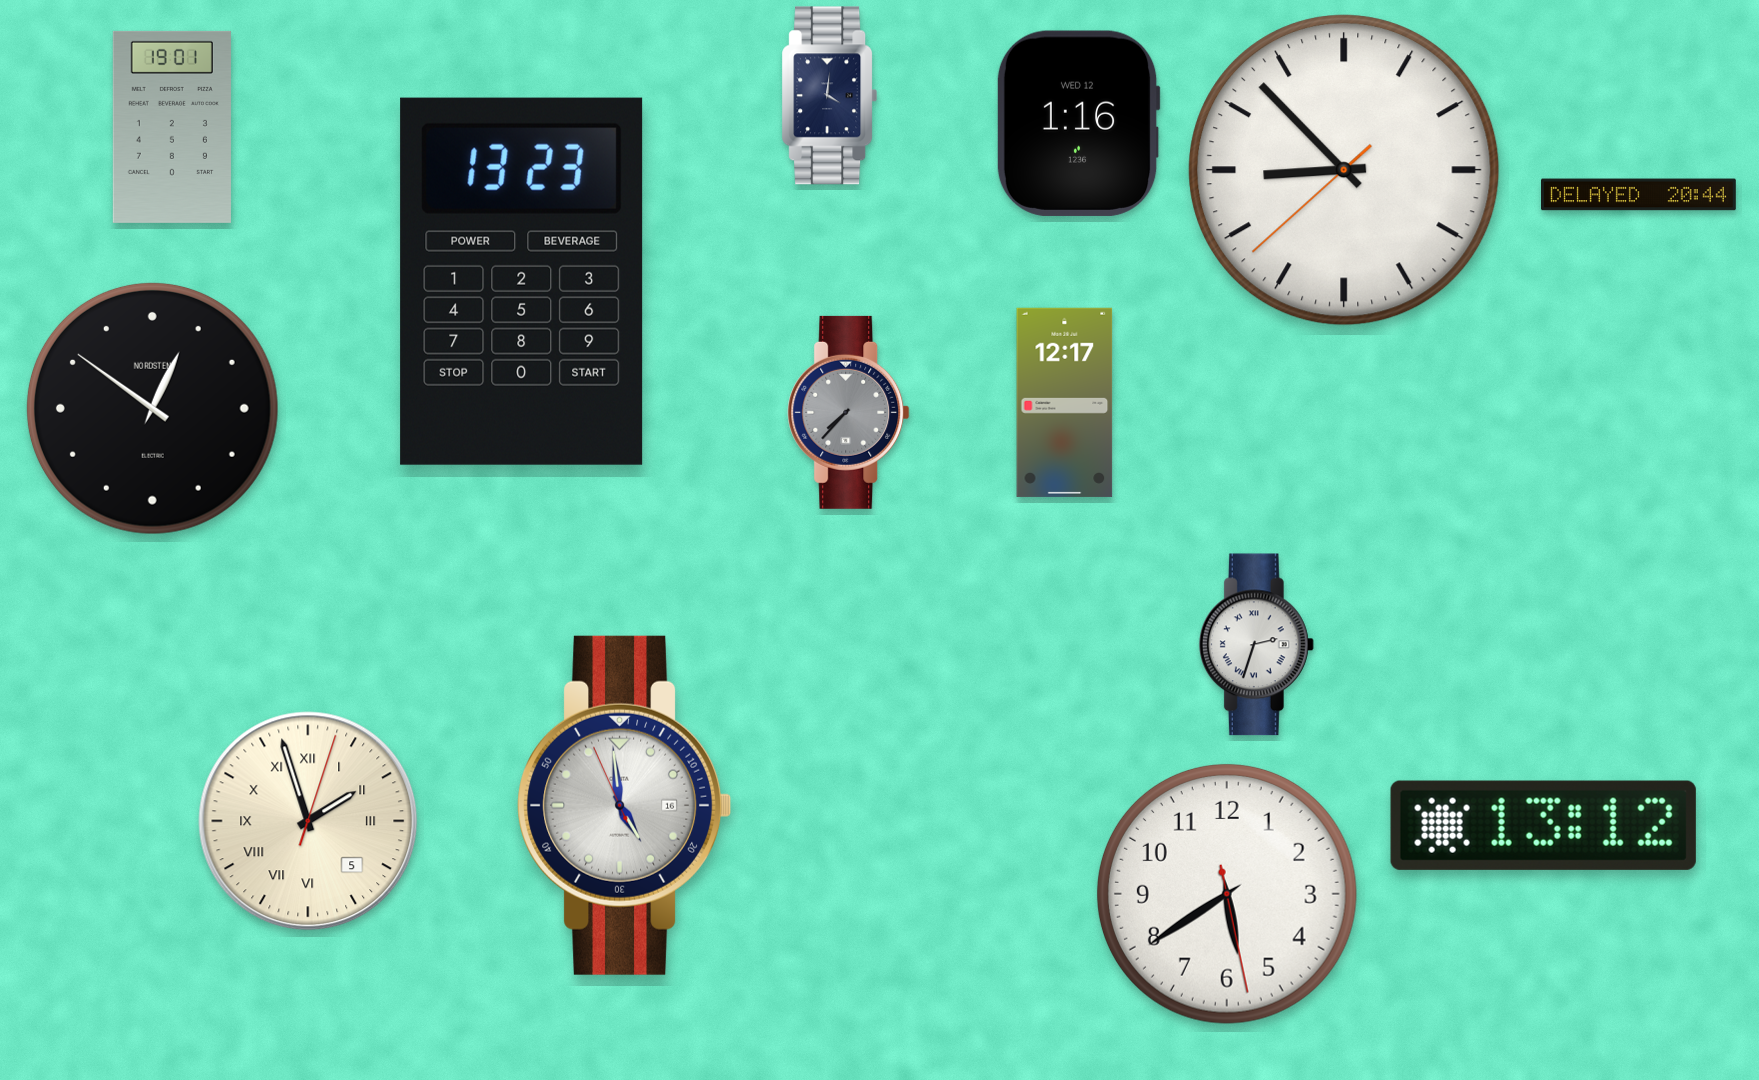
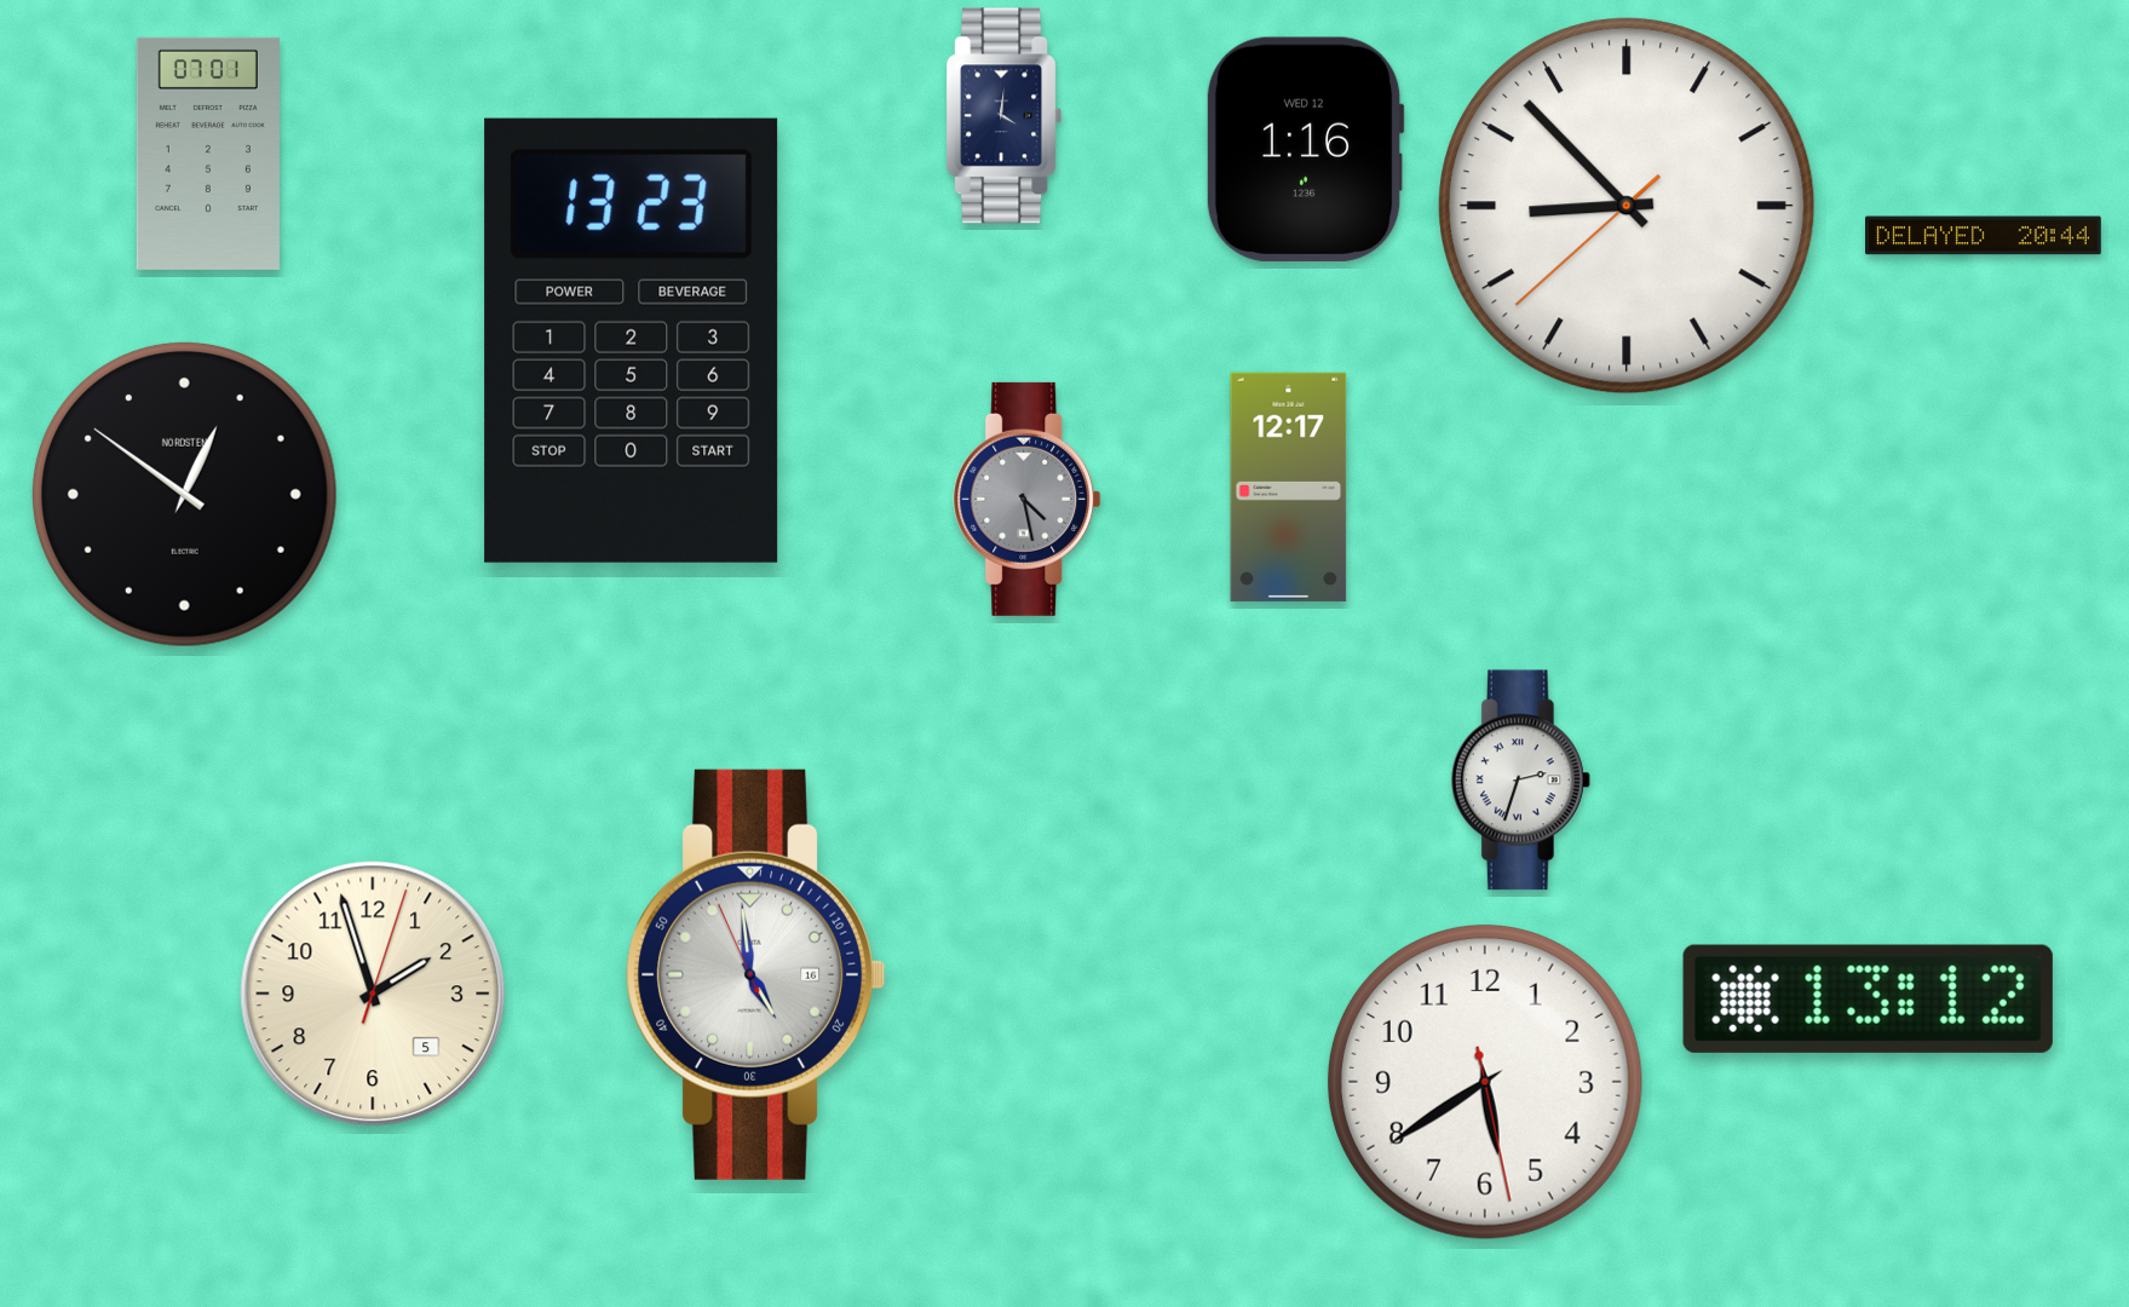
clock at (172, 127): 19:01 -> 07:01
clock at (849, 412): 7:37 -> 4:28
clock at (308, 821) numerals: Roman -> Arabic
